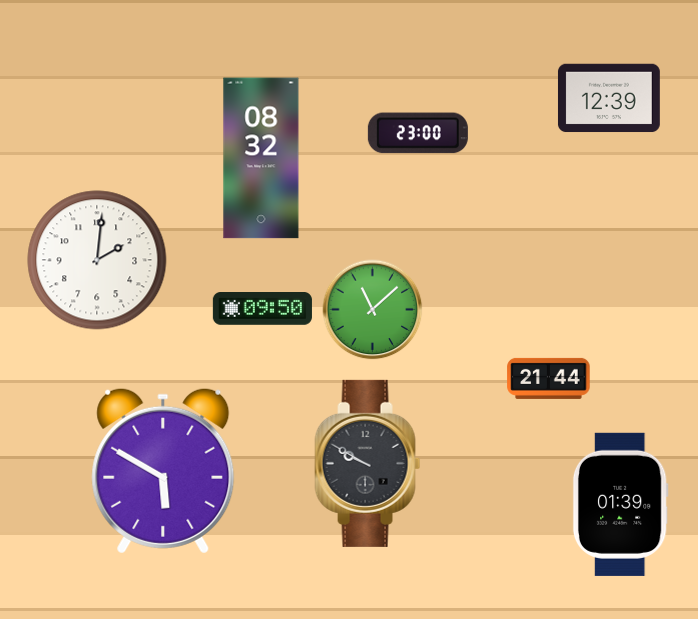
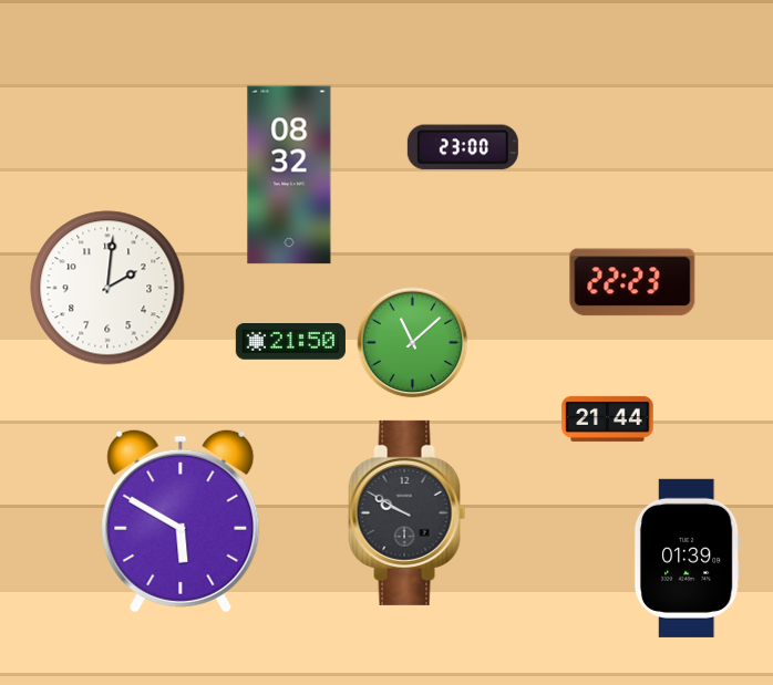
clock at (609, 98): 12:39 -> none
clock at (632, 282): none -> 22:23
clock at (262, 309): 09:50 -> 21:50
